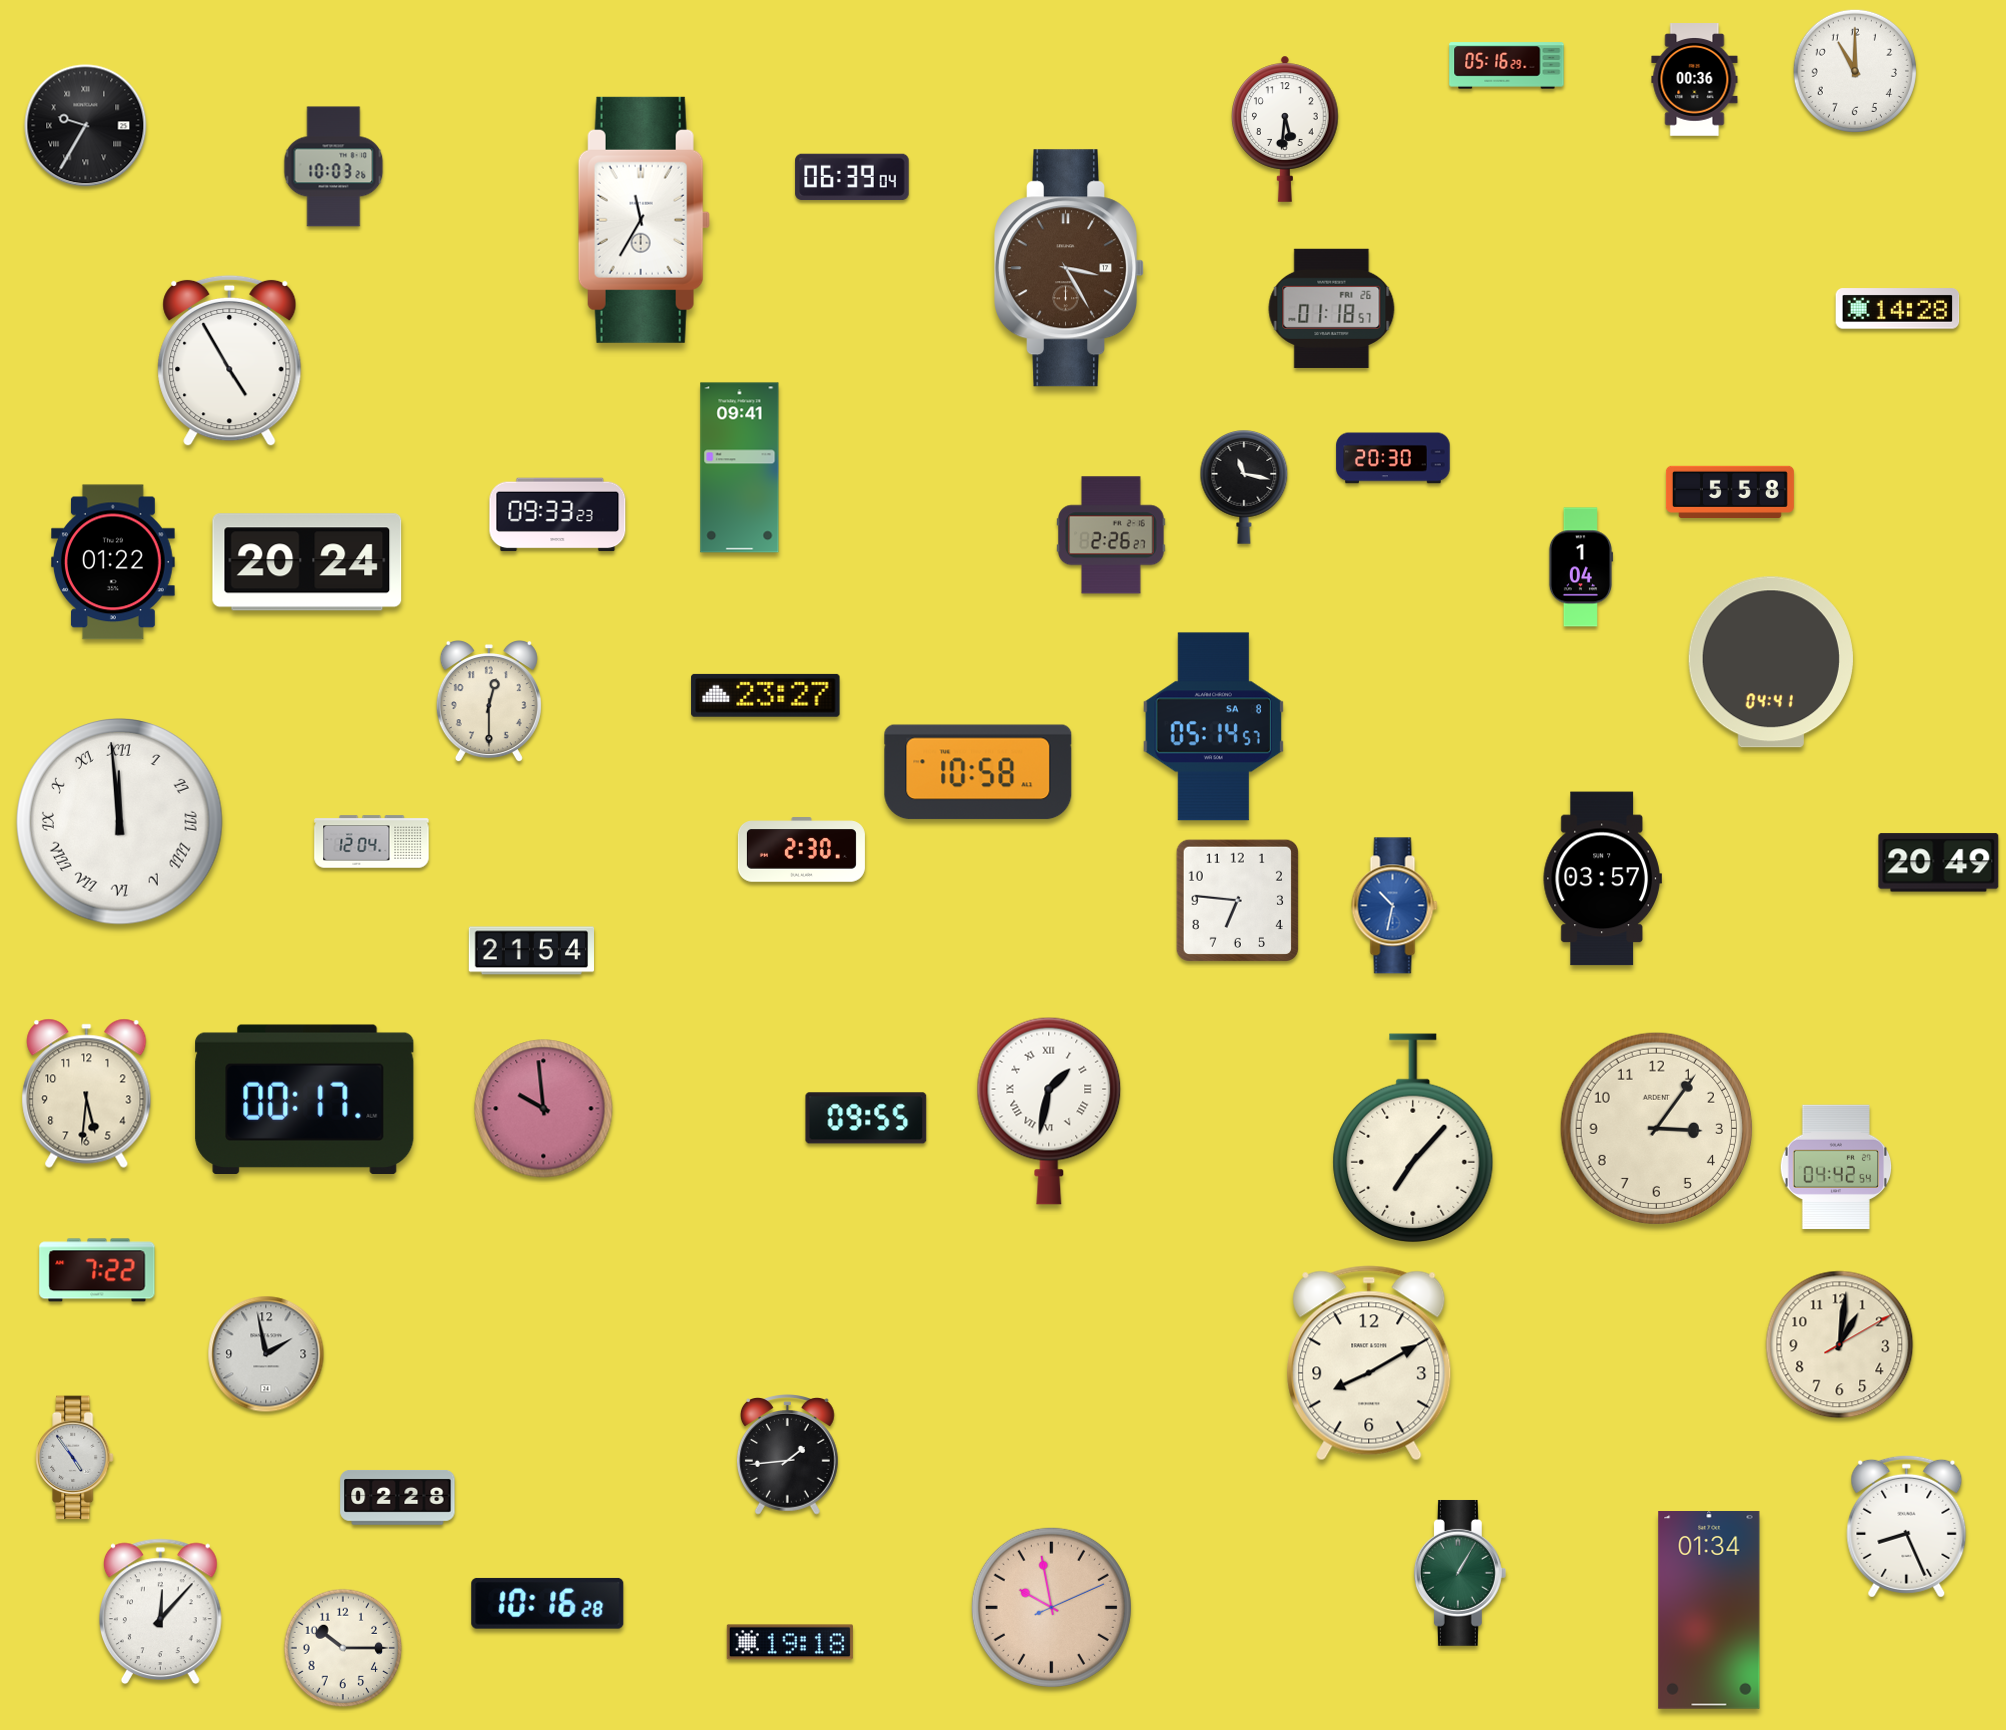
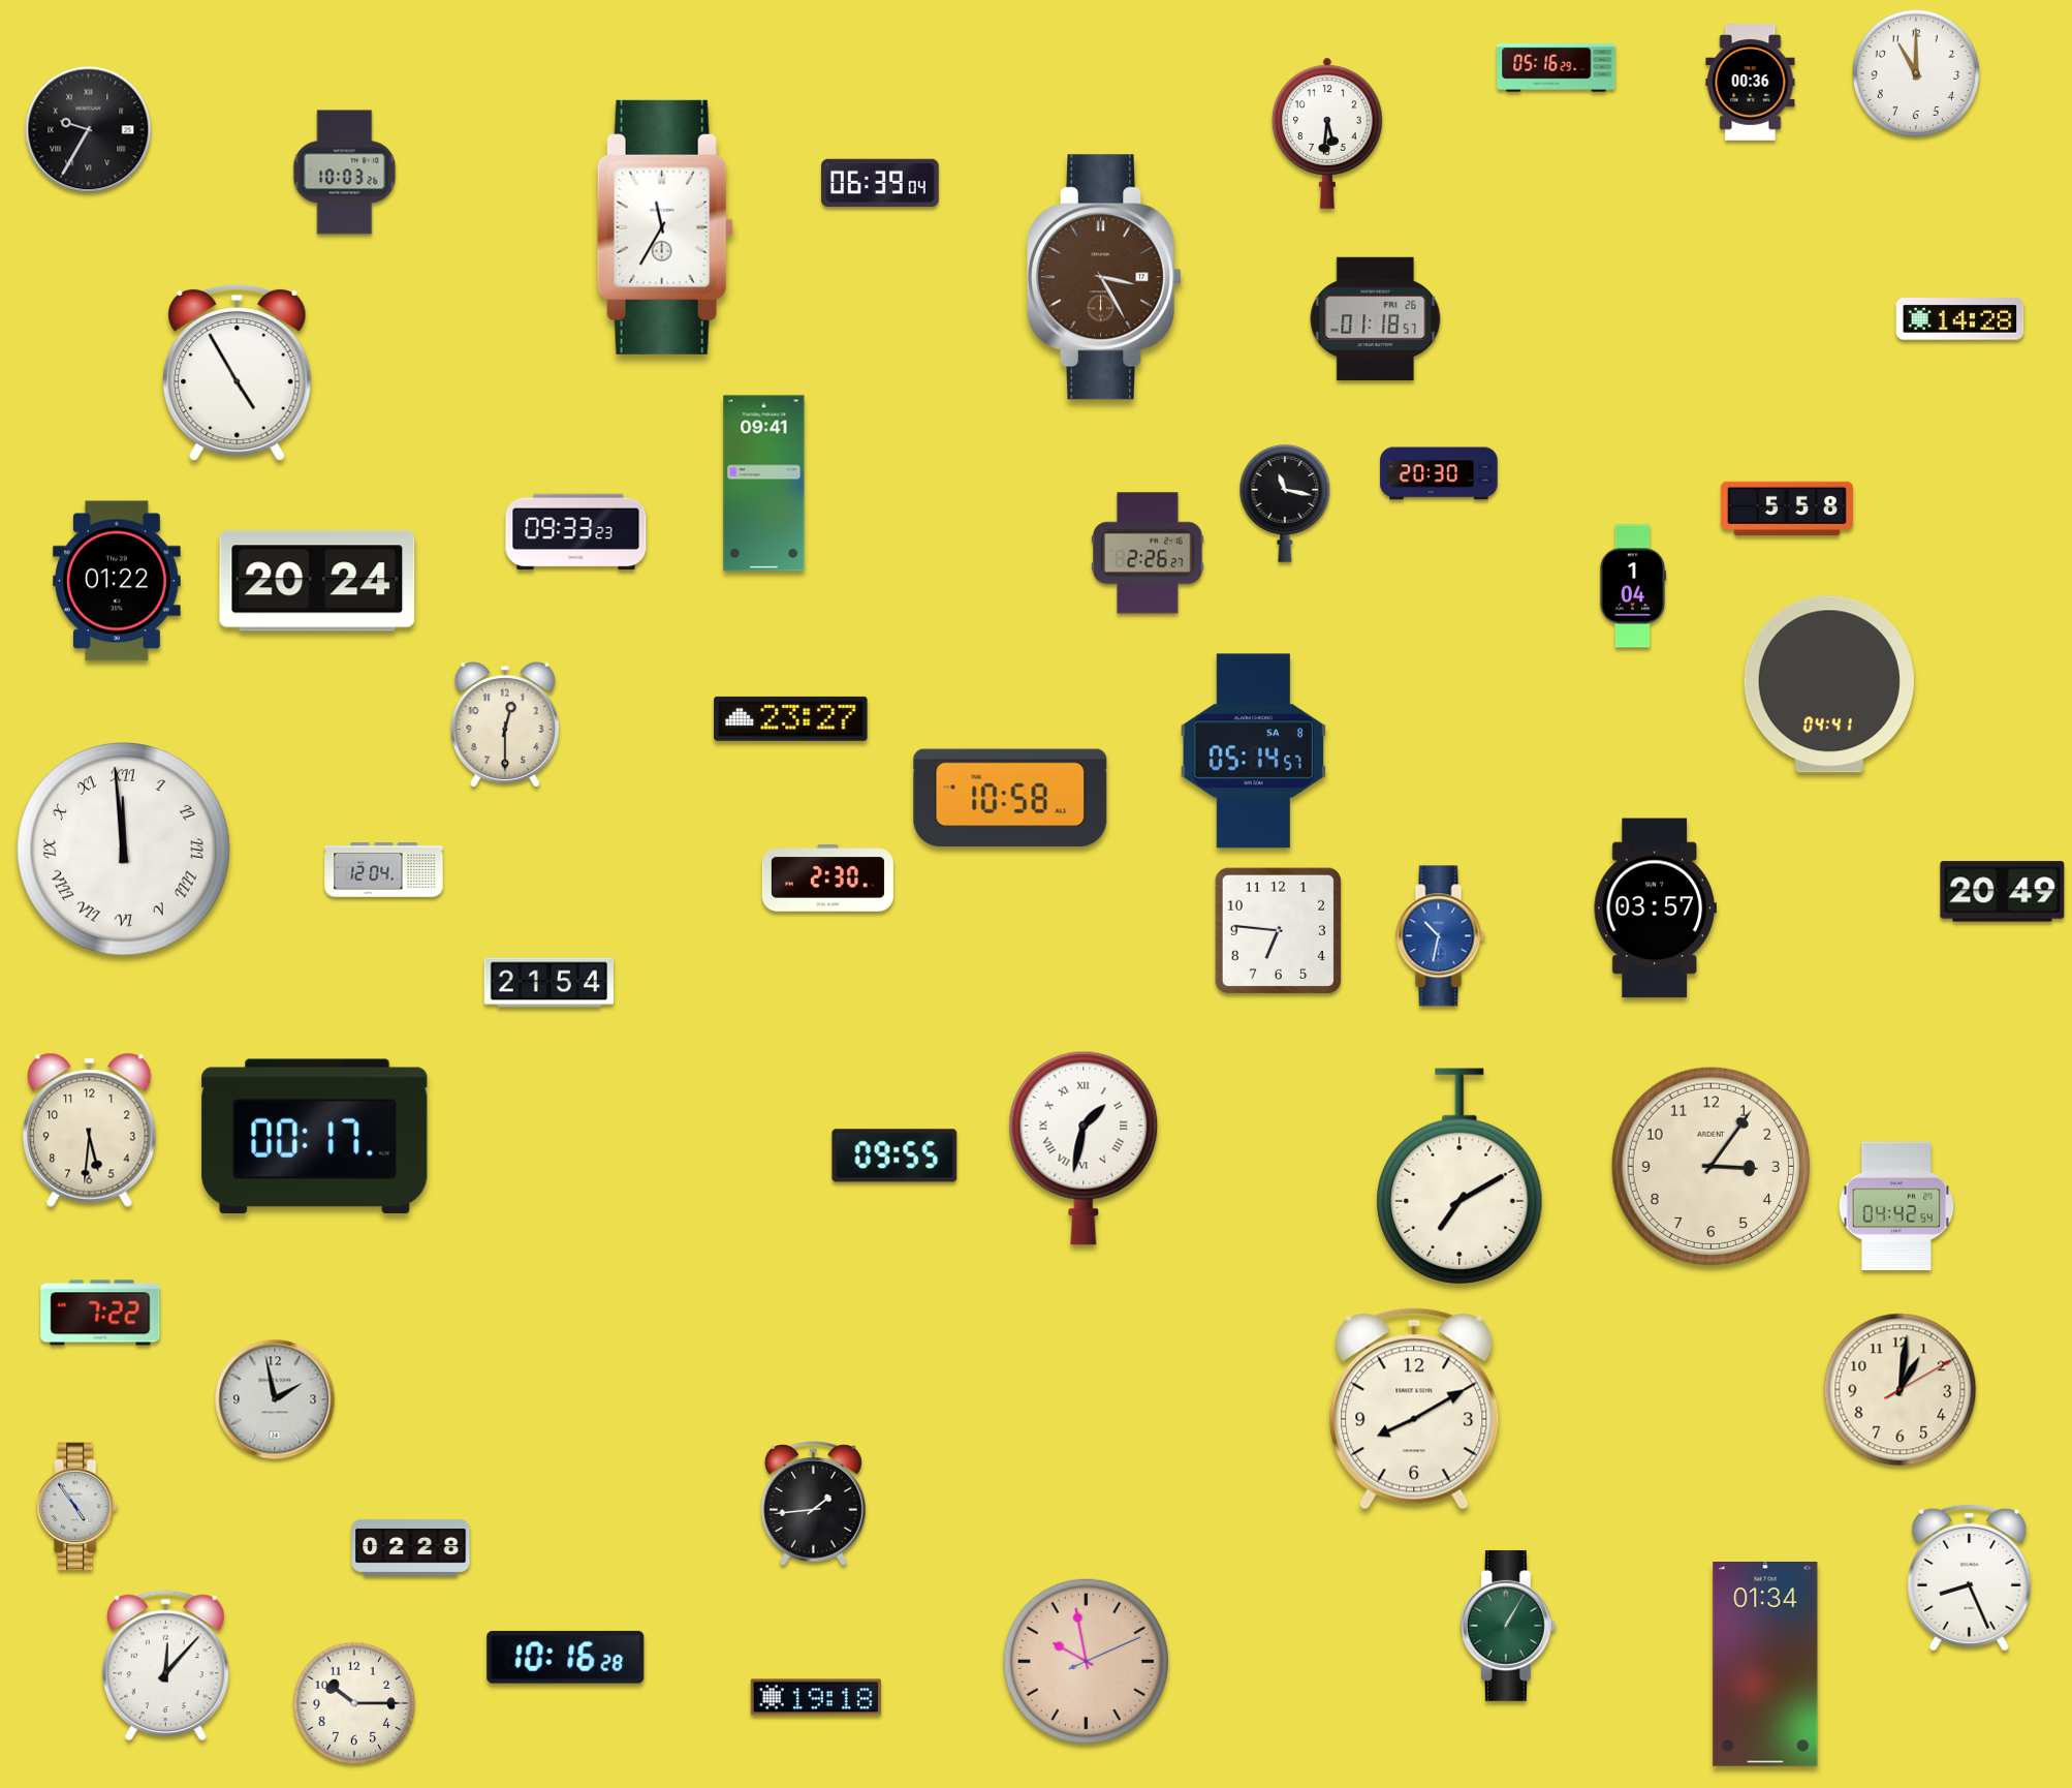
clock at (544, 1109): 9:59 -> none
clock at (1413, 1138): 7:07 -> 7:10
